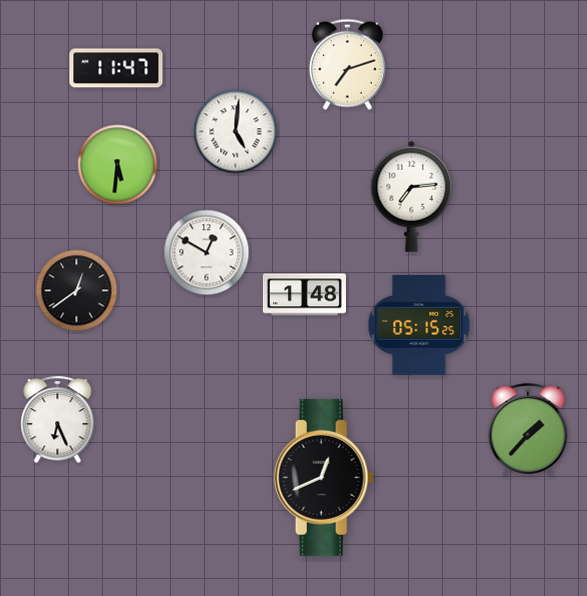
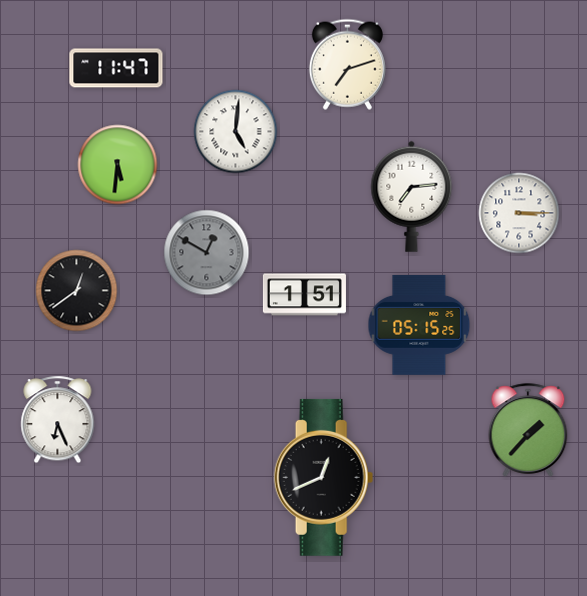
clock at (519, 213): none -> 3:15
clock at (207, 253) dial: white -> grey
clock at (304, 295): 1:48 -> 1:51
